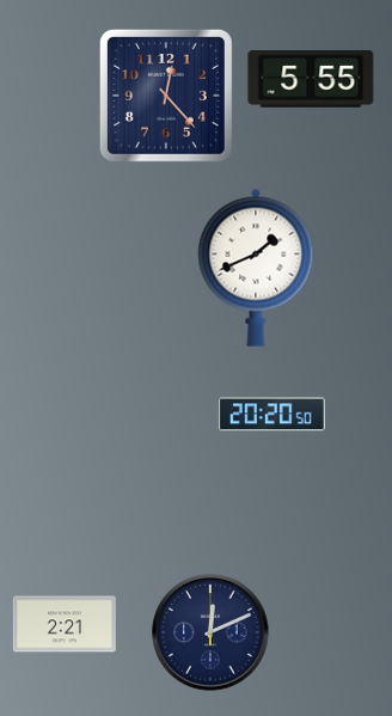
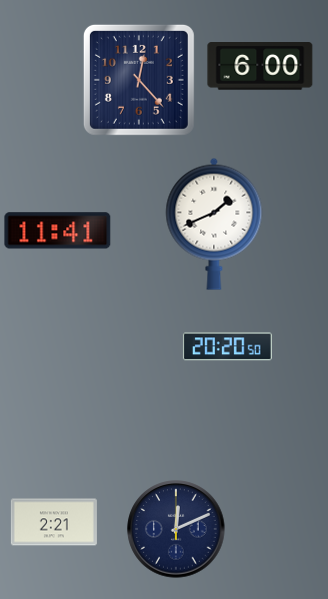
clock at (311, 80): 5:55 -> 6:00
clock at (58, 231): none -> 11:41
